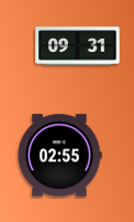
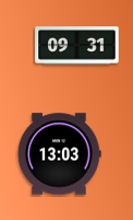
clock at (59, 156): 02:55 -> 13:03
